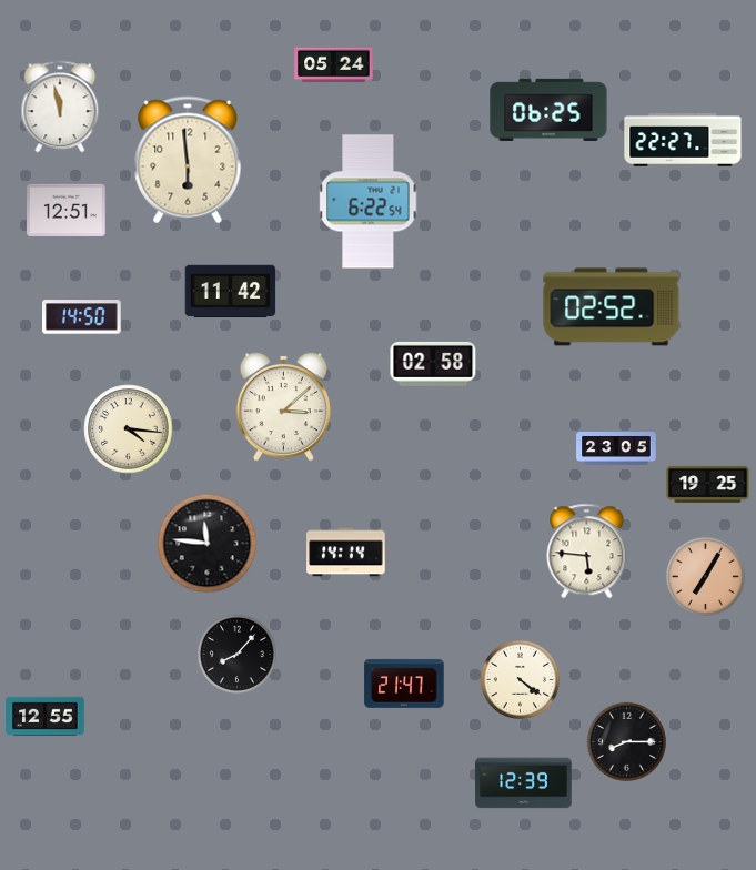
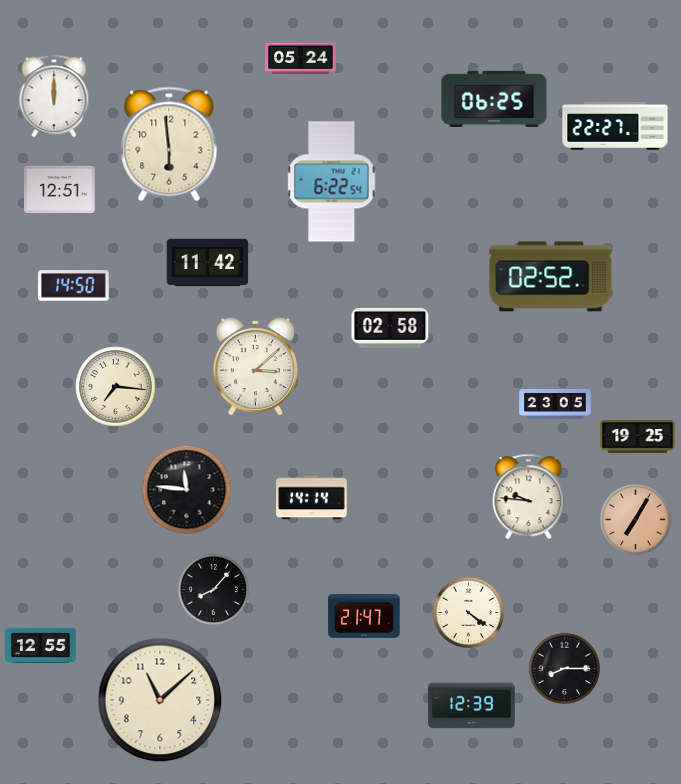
clock at (60, 107): 11:58 -> 12:00
clock at (129, 429): 4:16 -> 7:16
clock at (587, 552): 5:46 -> 9:46
clock at (160, 700): none -> 11:08
